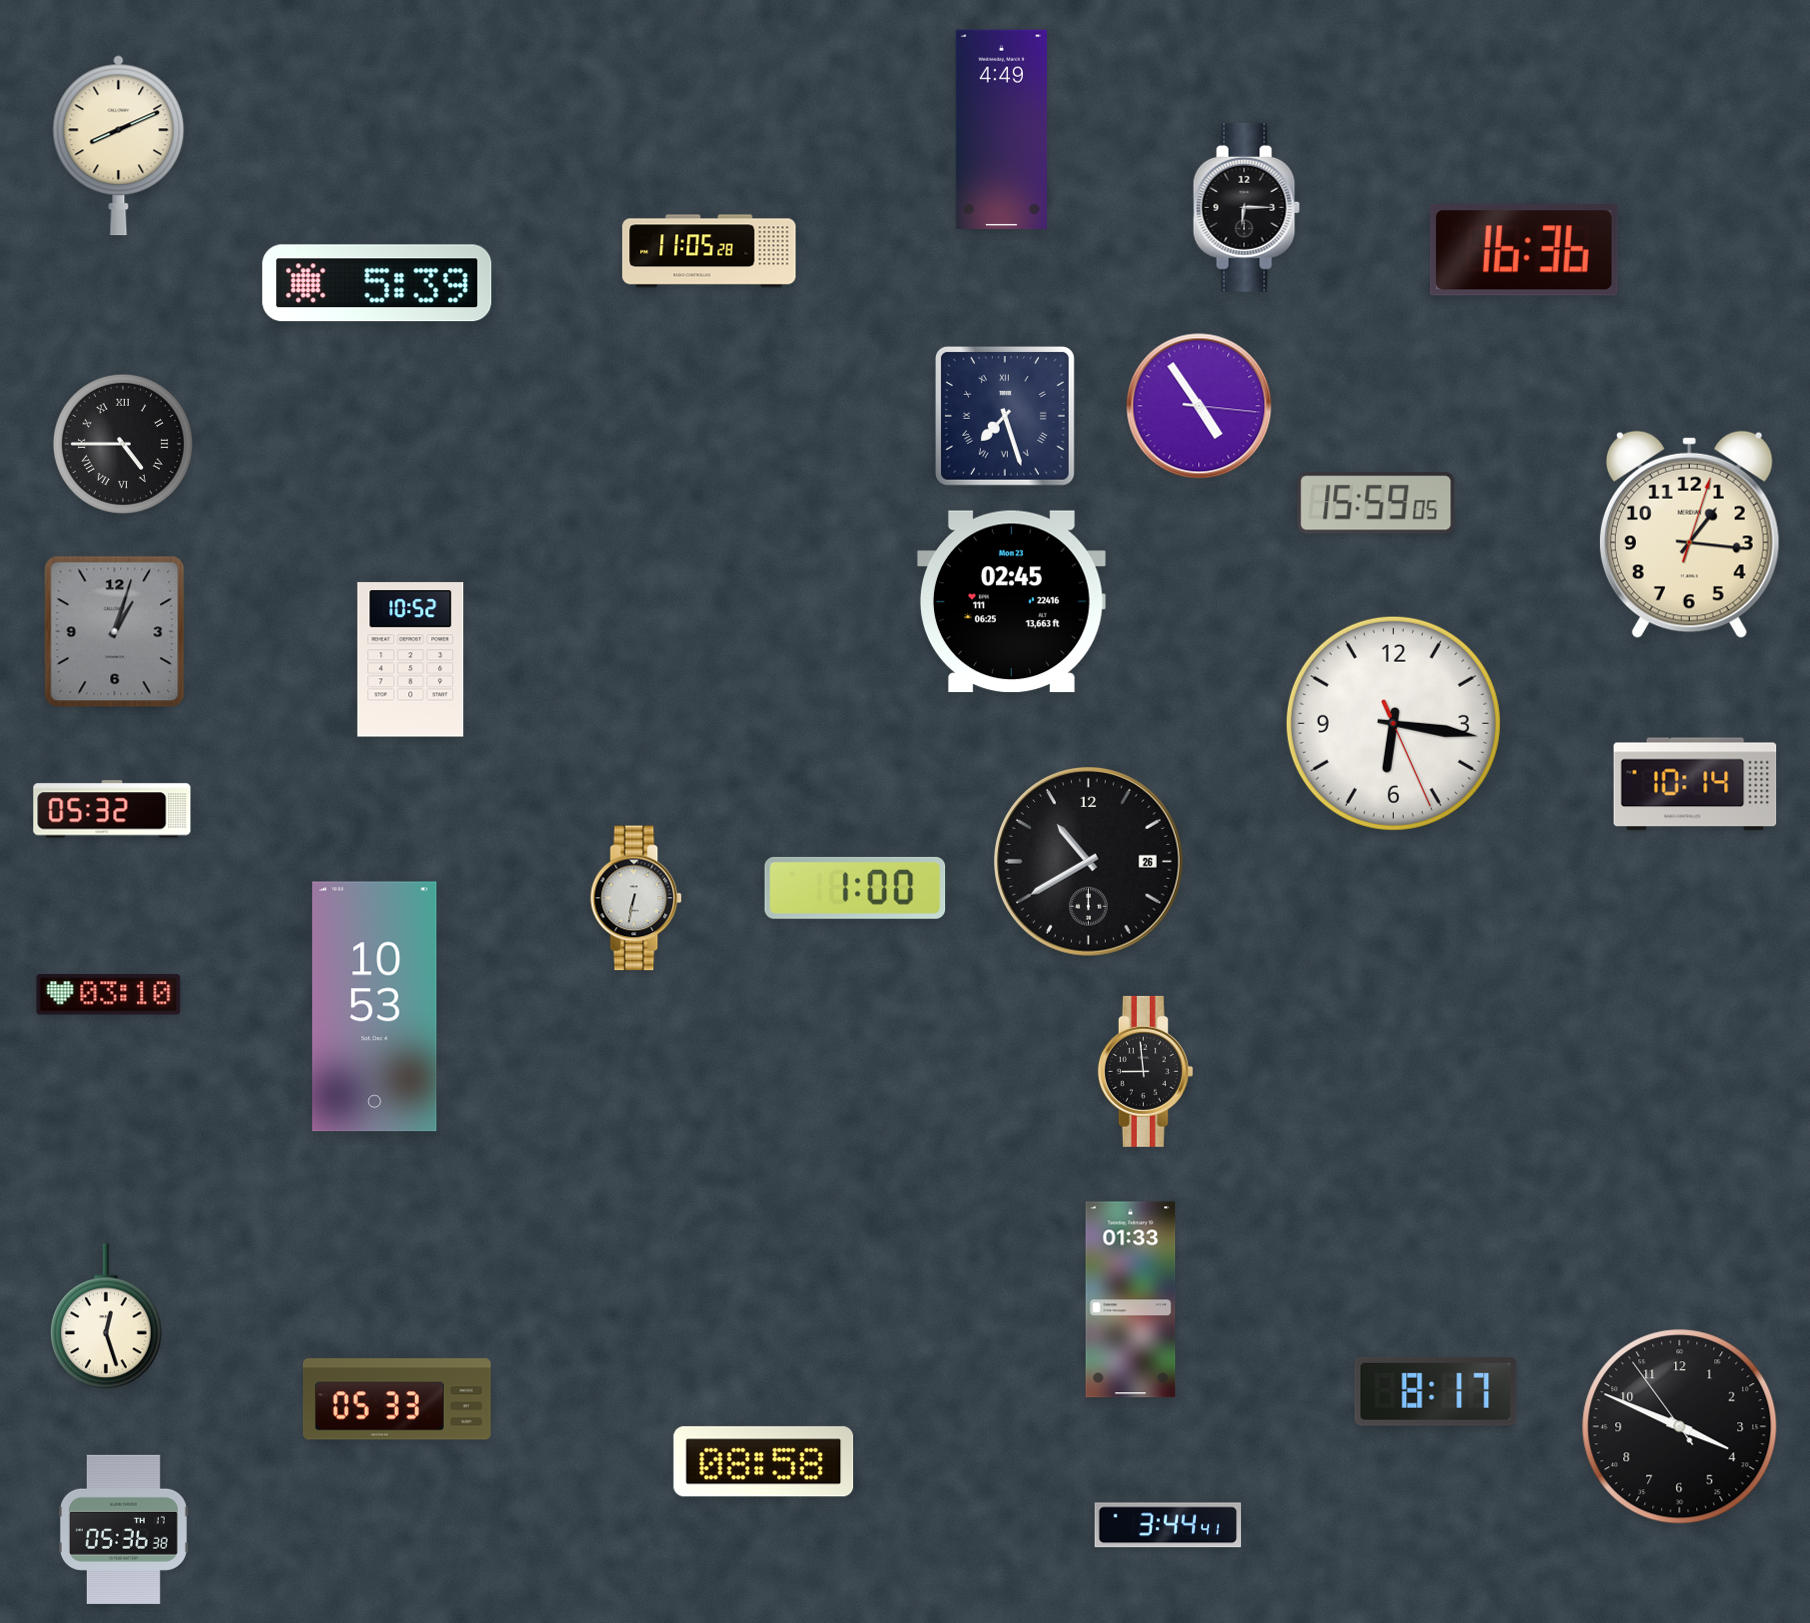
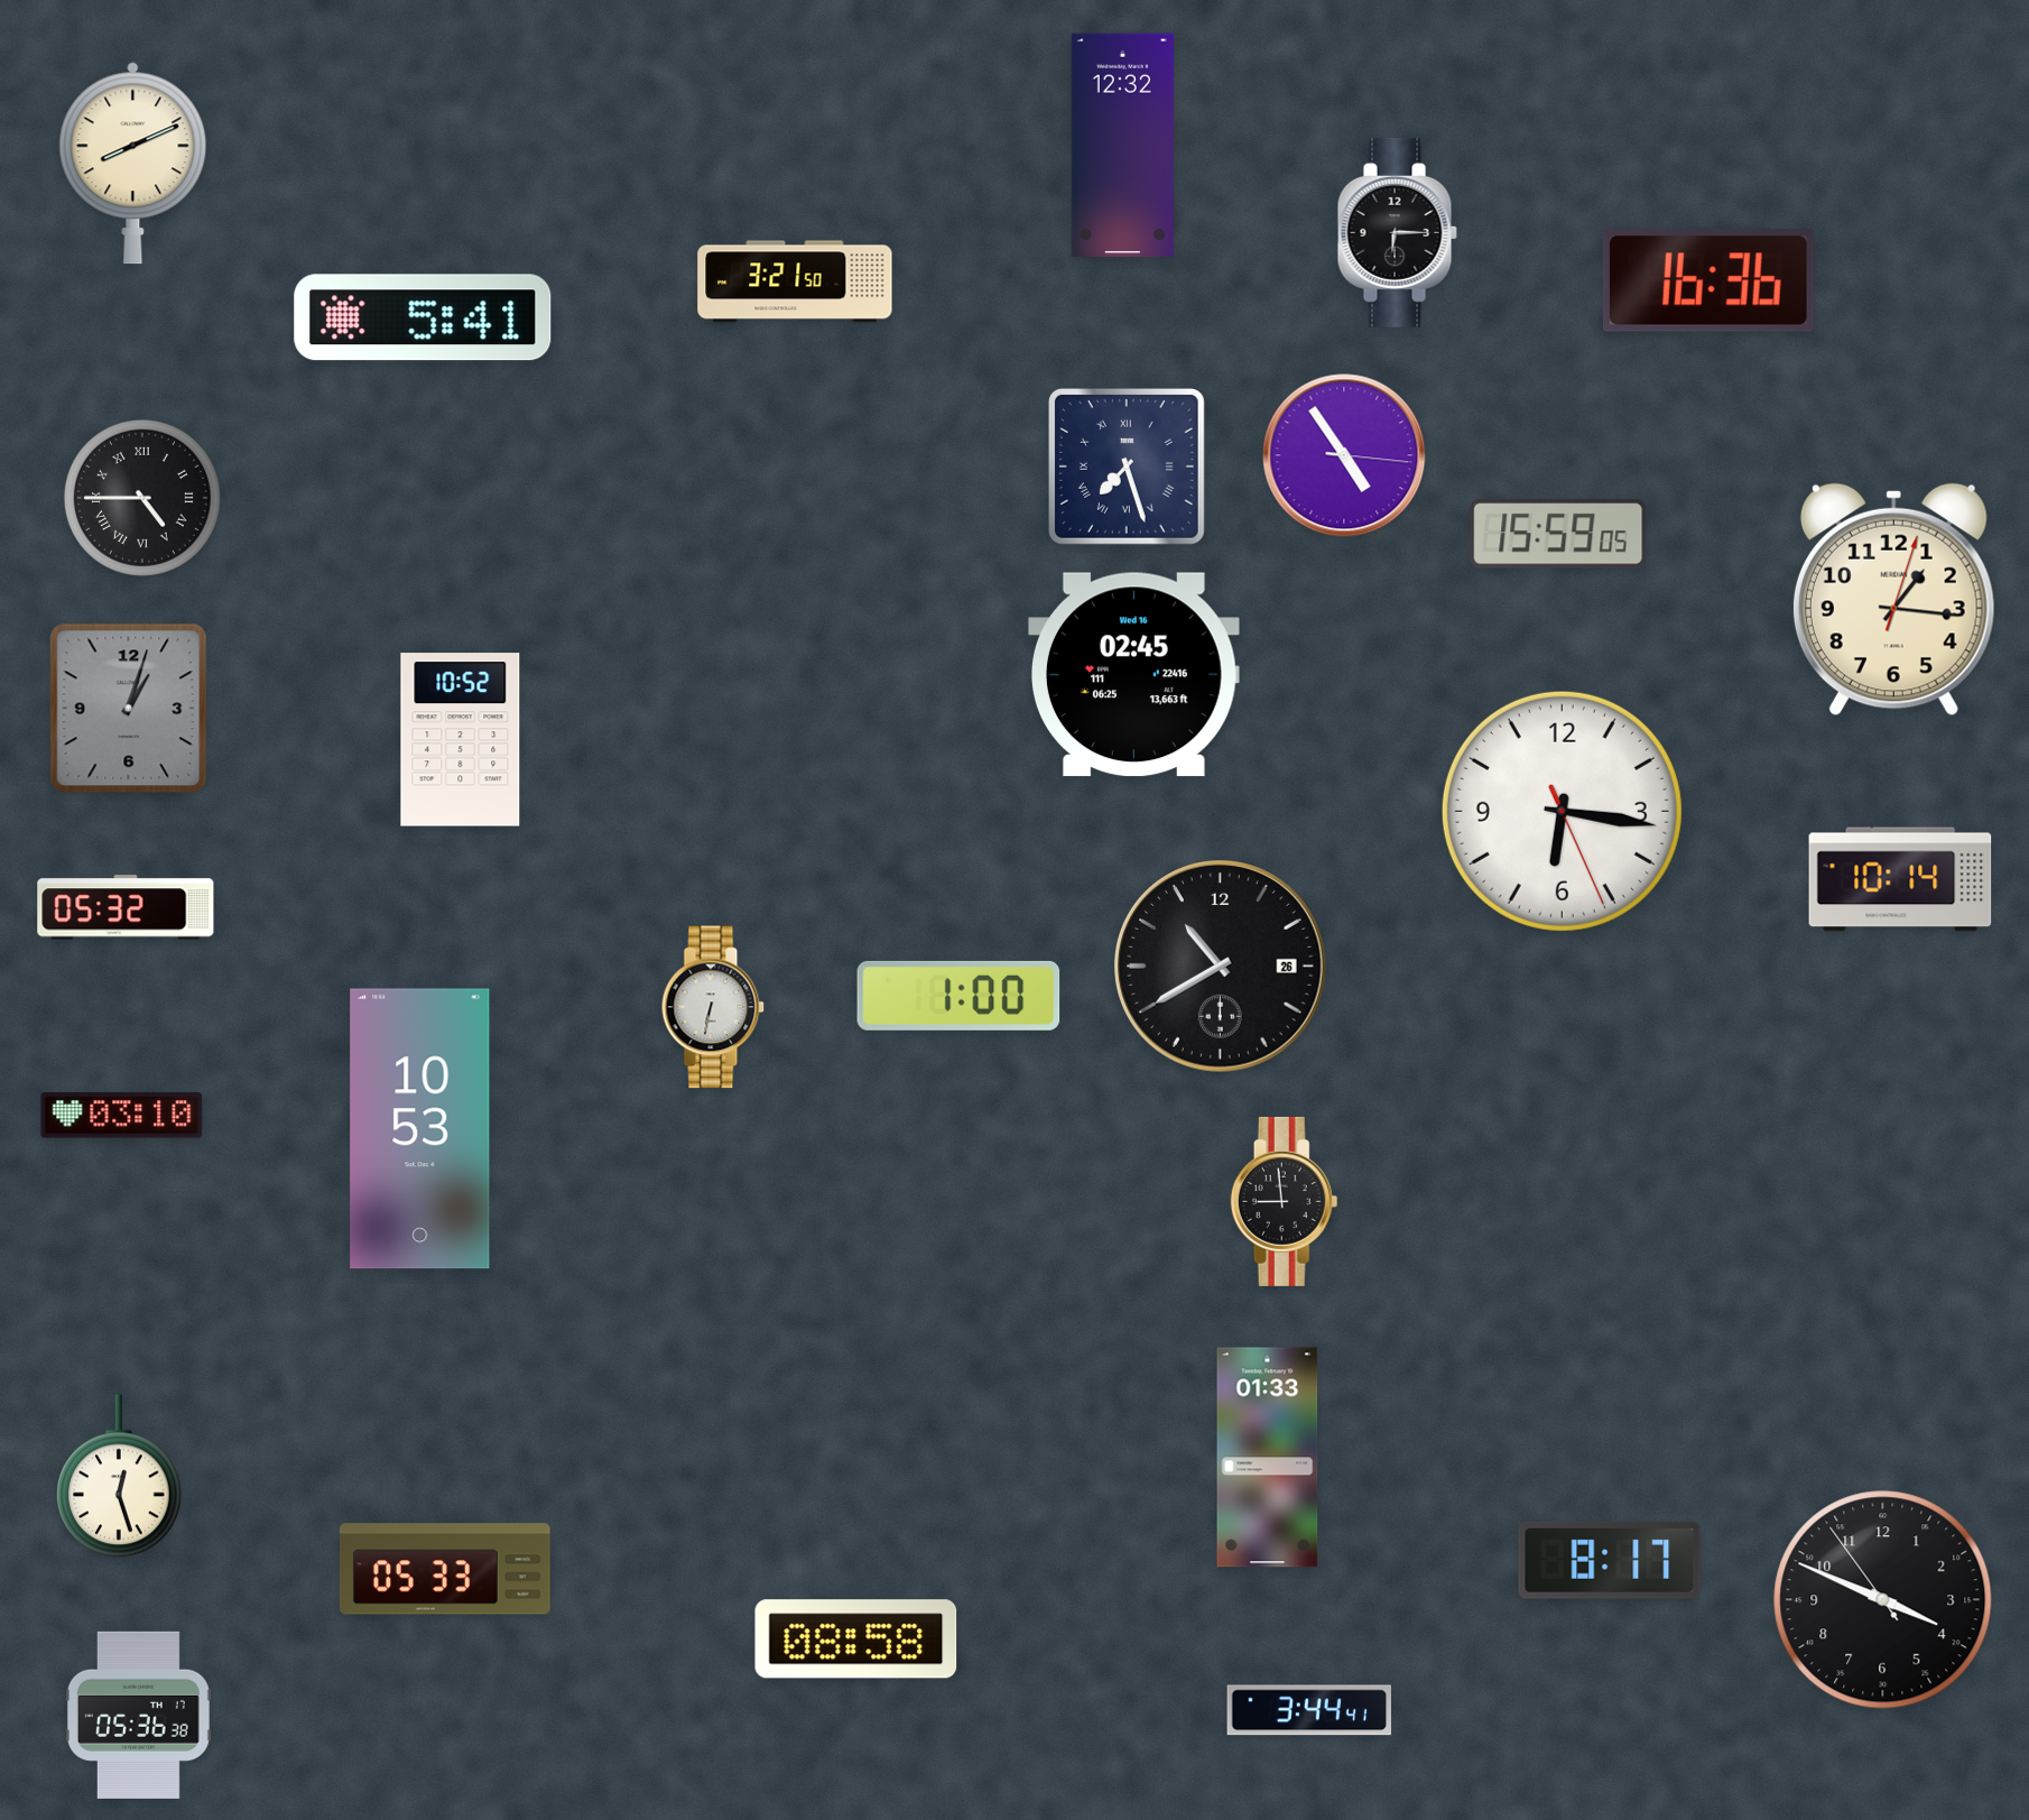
clock at (1001, 130): 4:49 -> 12:32
clock at (709, 251): 11:05 -> 3:21
clock at (377, 283): 5:39 -> 5:41
clock at (123, 444) position: (123, 444) -> (142, 498)
clock at (1376, 503) position: (1376, 503) -> (1558, 534)
clock at (1011, 602) date: Mon 23 -> Wed 16
